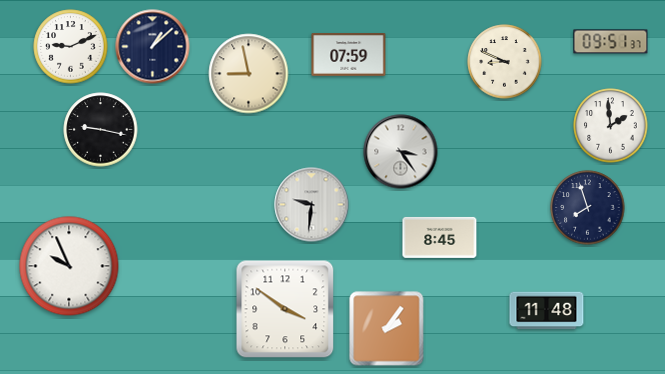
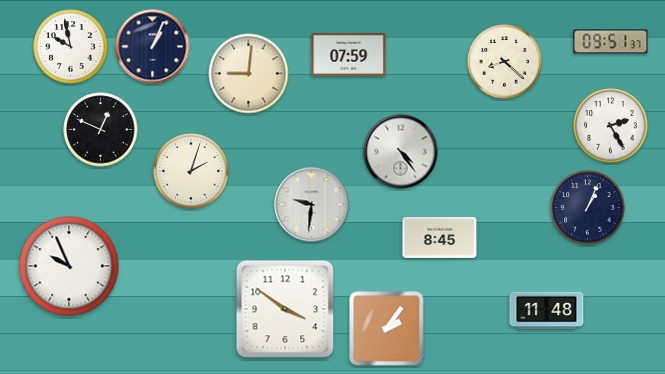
clock at (71, 47): 9:11 -> 9:58
clock at (153, 47): 1:08 -> 1:04
clock at (505, 62): 8:49 -> 8:22
clock at (249, 74): 8:58 -> 9:01
clock at (611, 126): 1:59 -> 2:25
clock at (101, 130): 9:17 -> 12:49
clock at (401, 152): 3:24 -> 4:24
clock at (191, 171): none -> 2:03
clock at (588, 208): 7:57 -> 1:04
